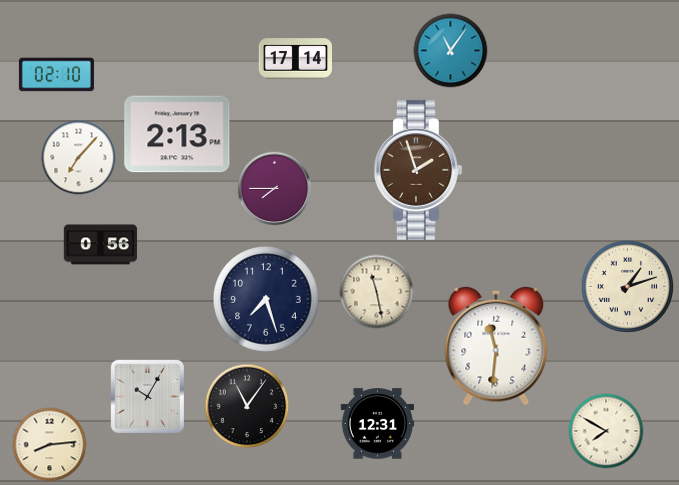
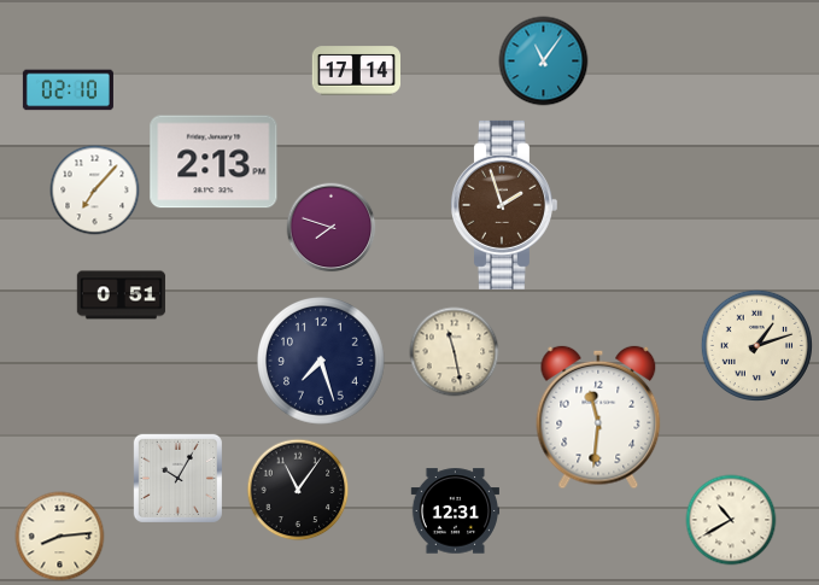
clock at (275, 189): 7:45 -> 7:48
clock at (101, 245): 0:56 -> 0:51
clock at (606, 431): 7:50 -> 10:40
